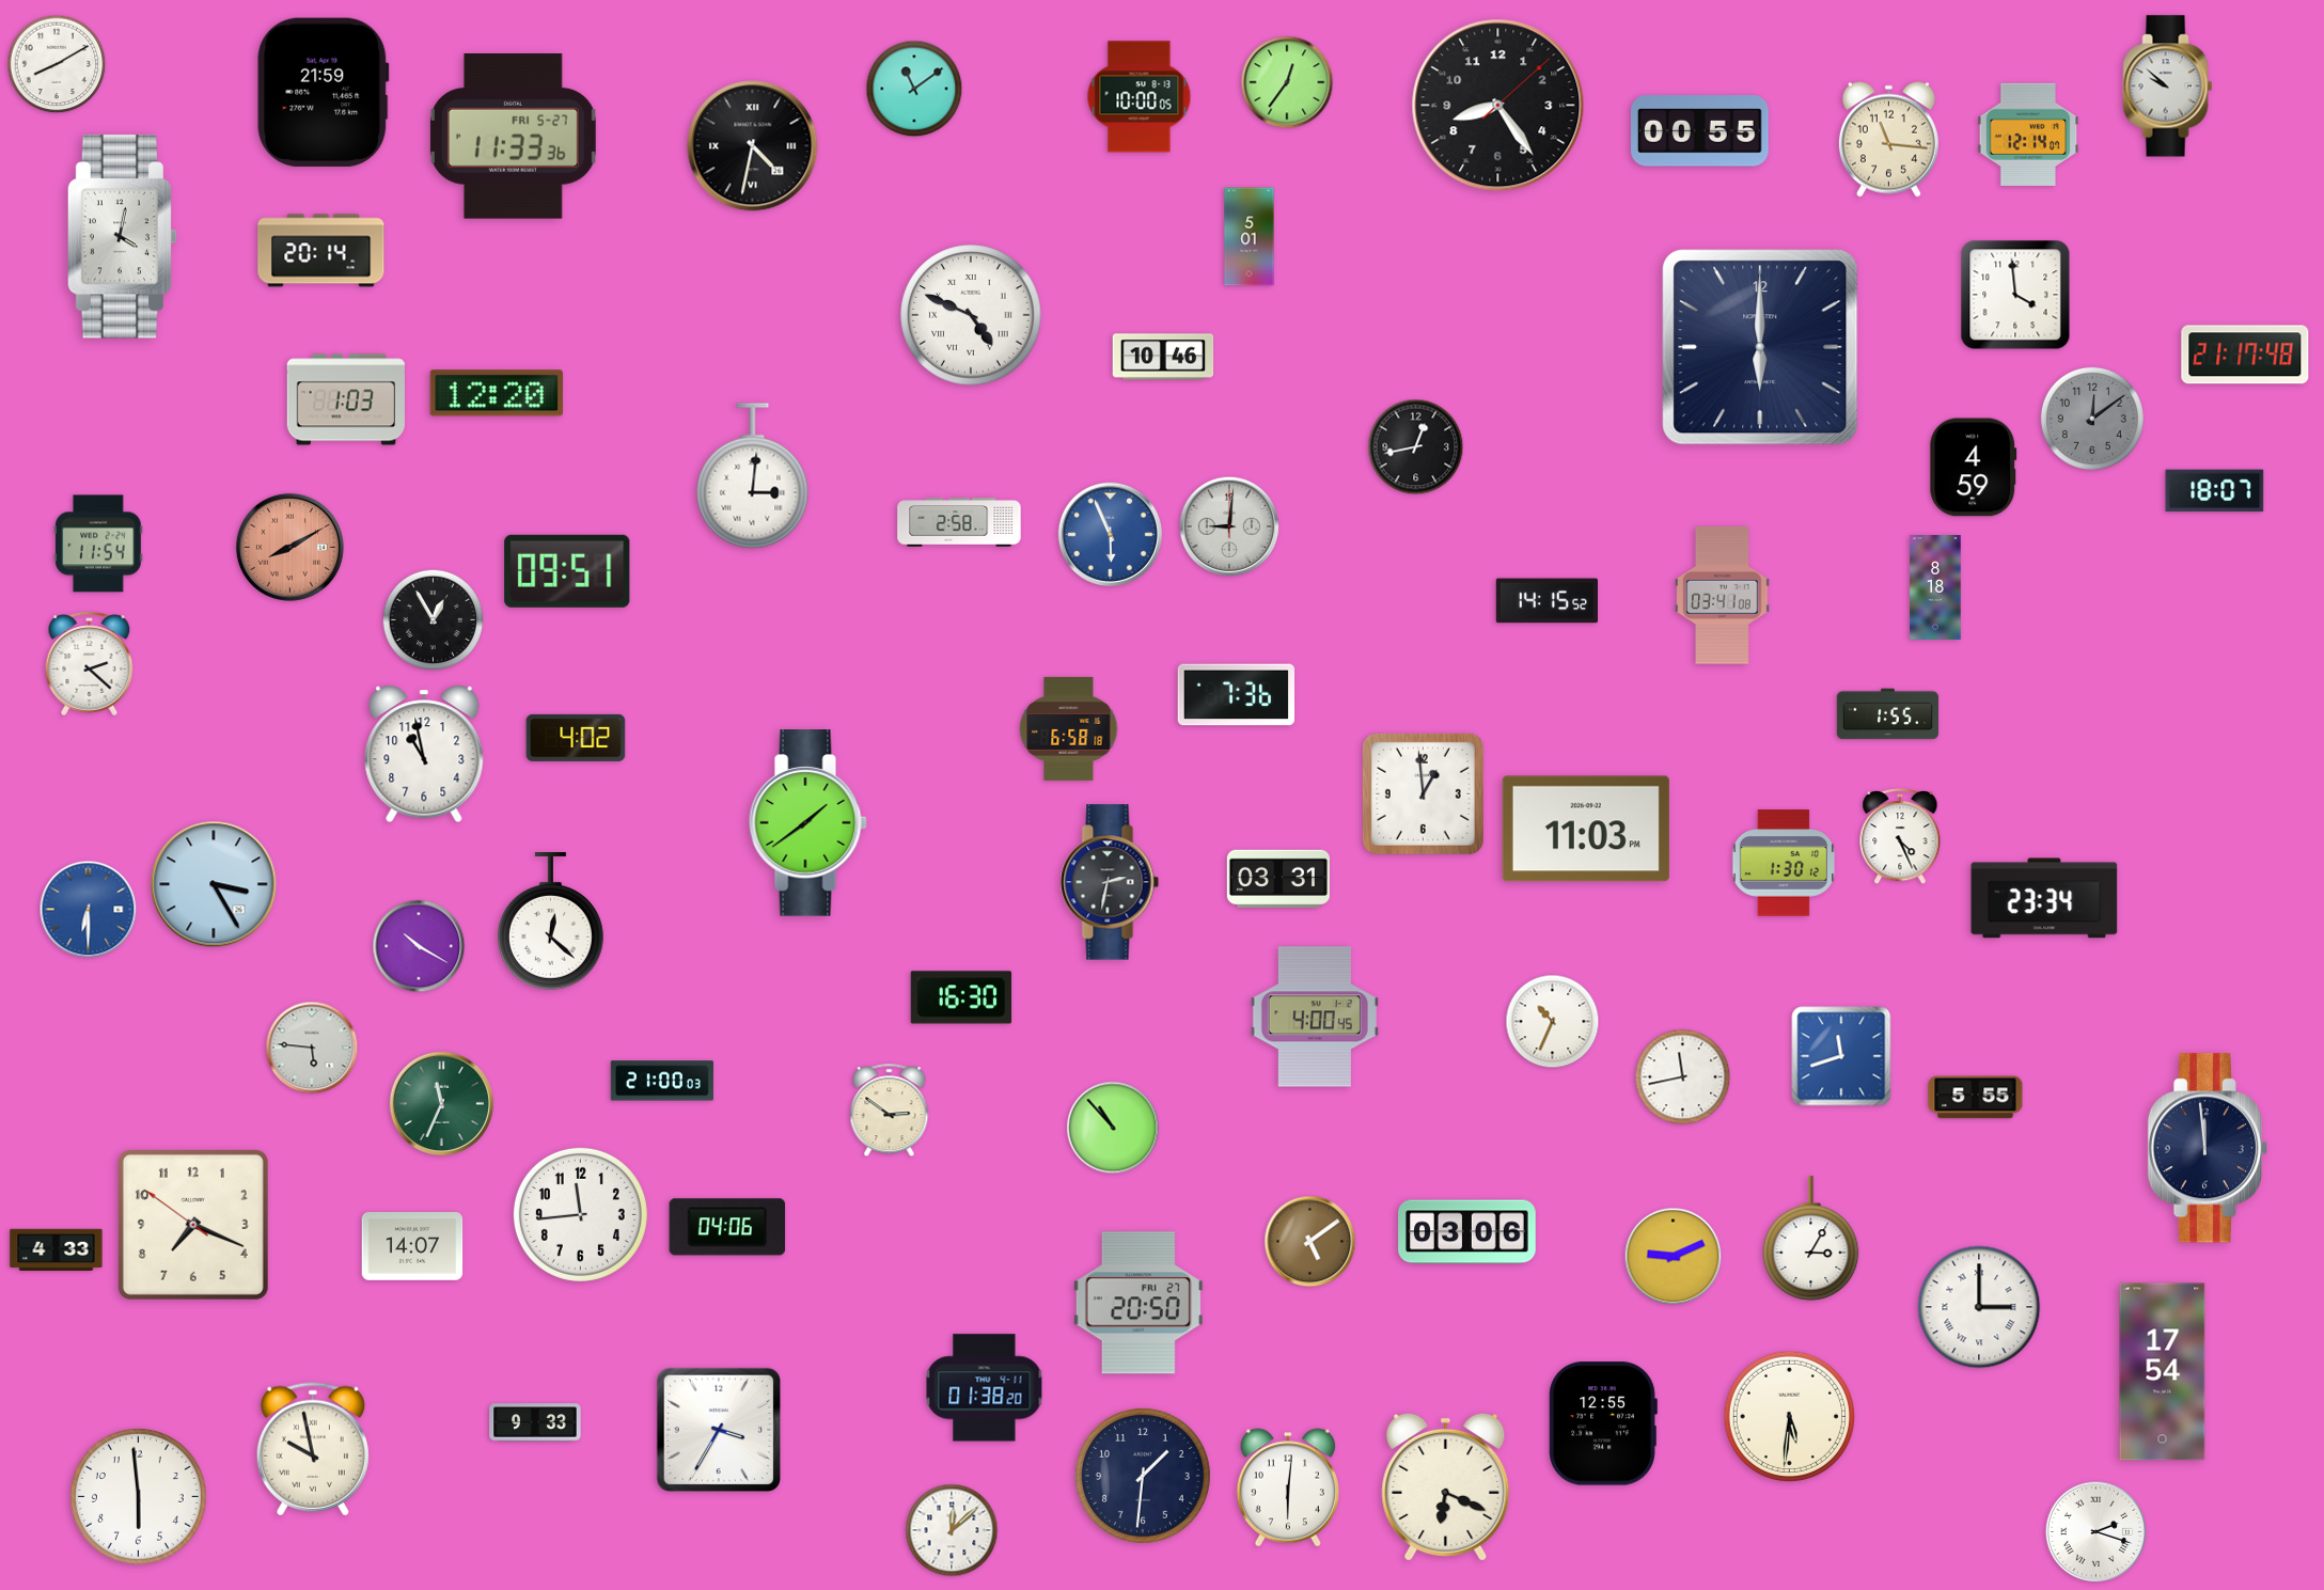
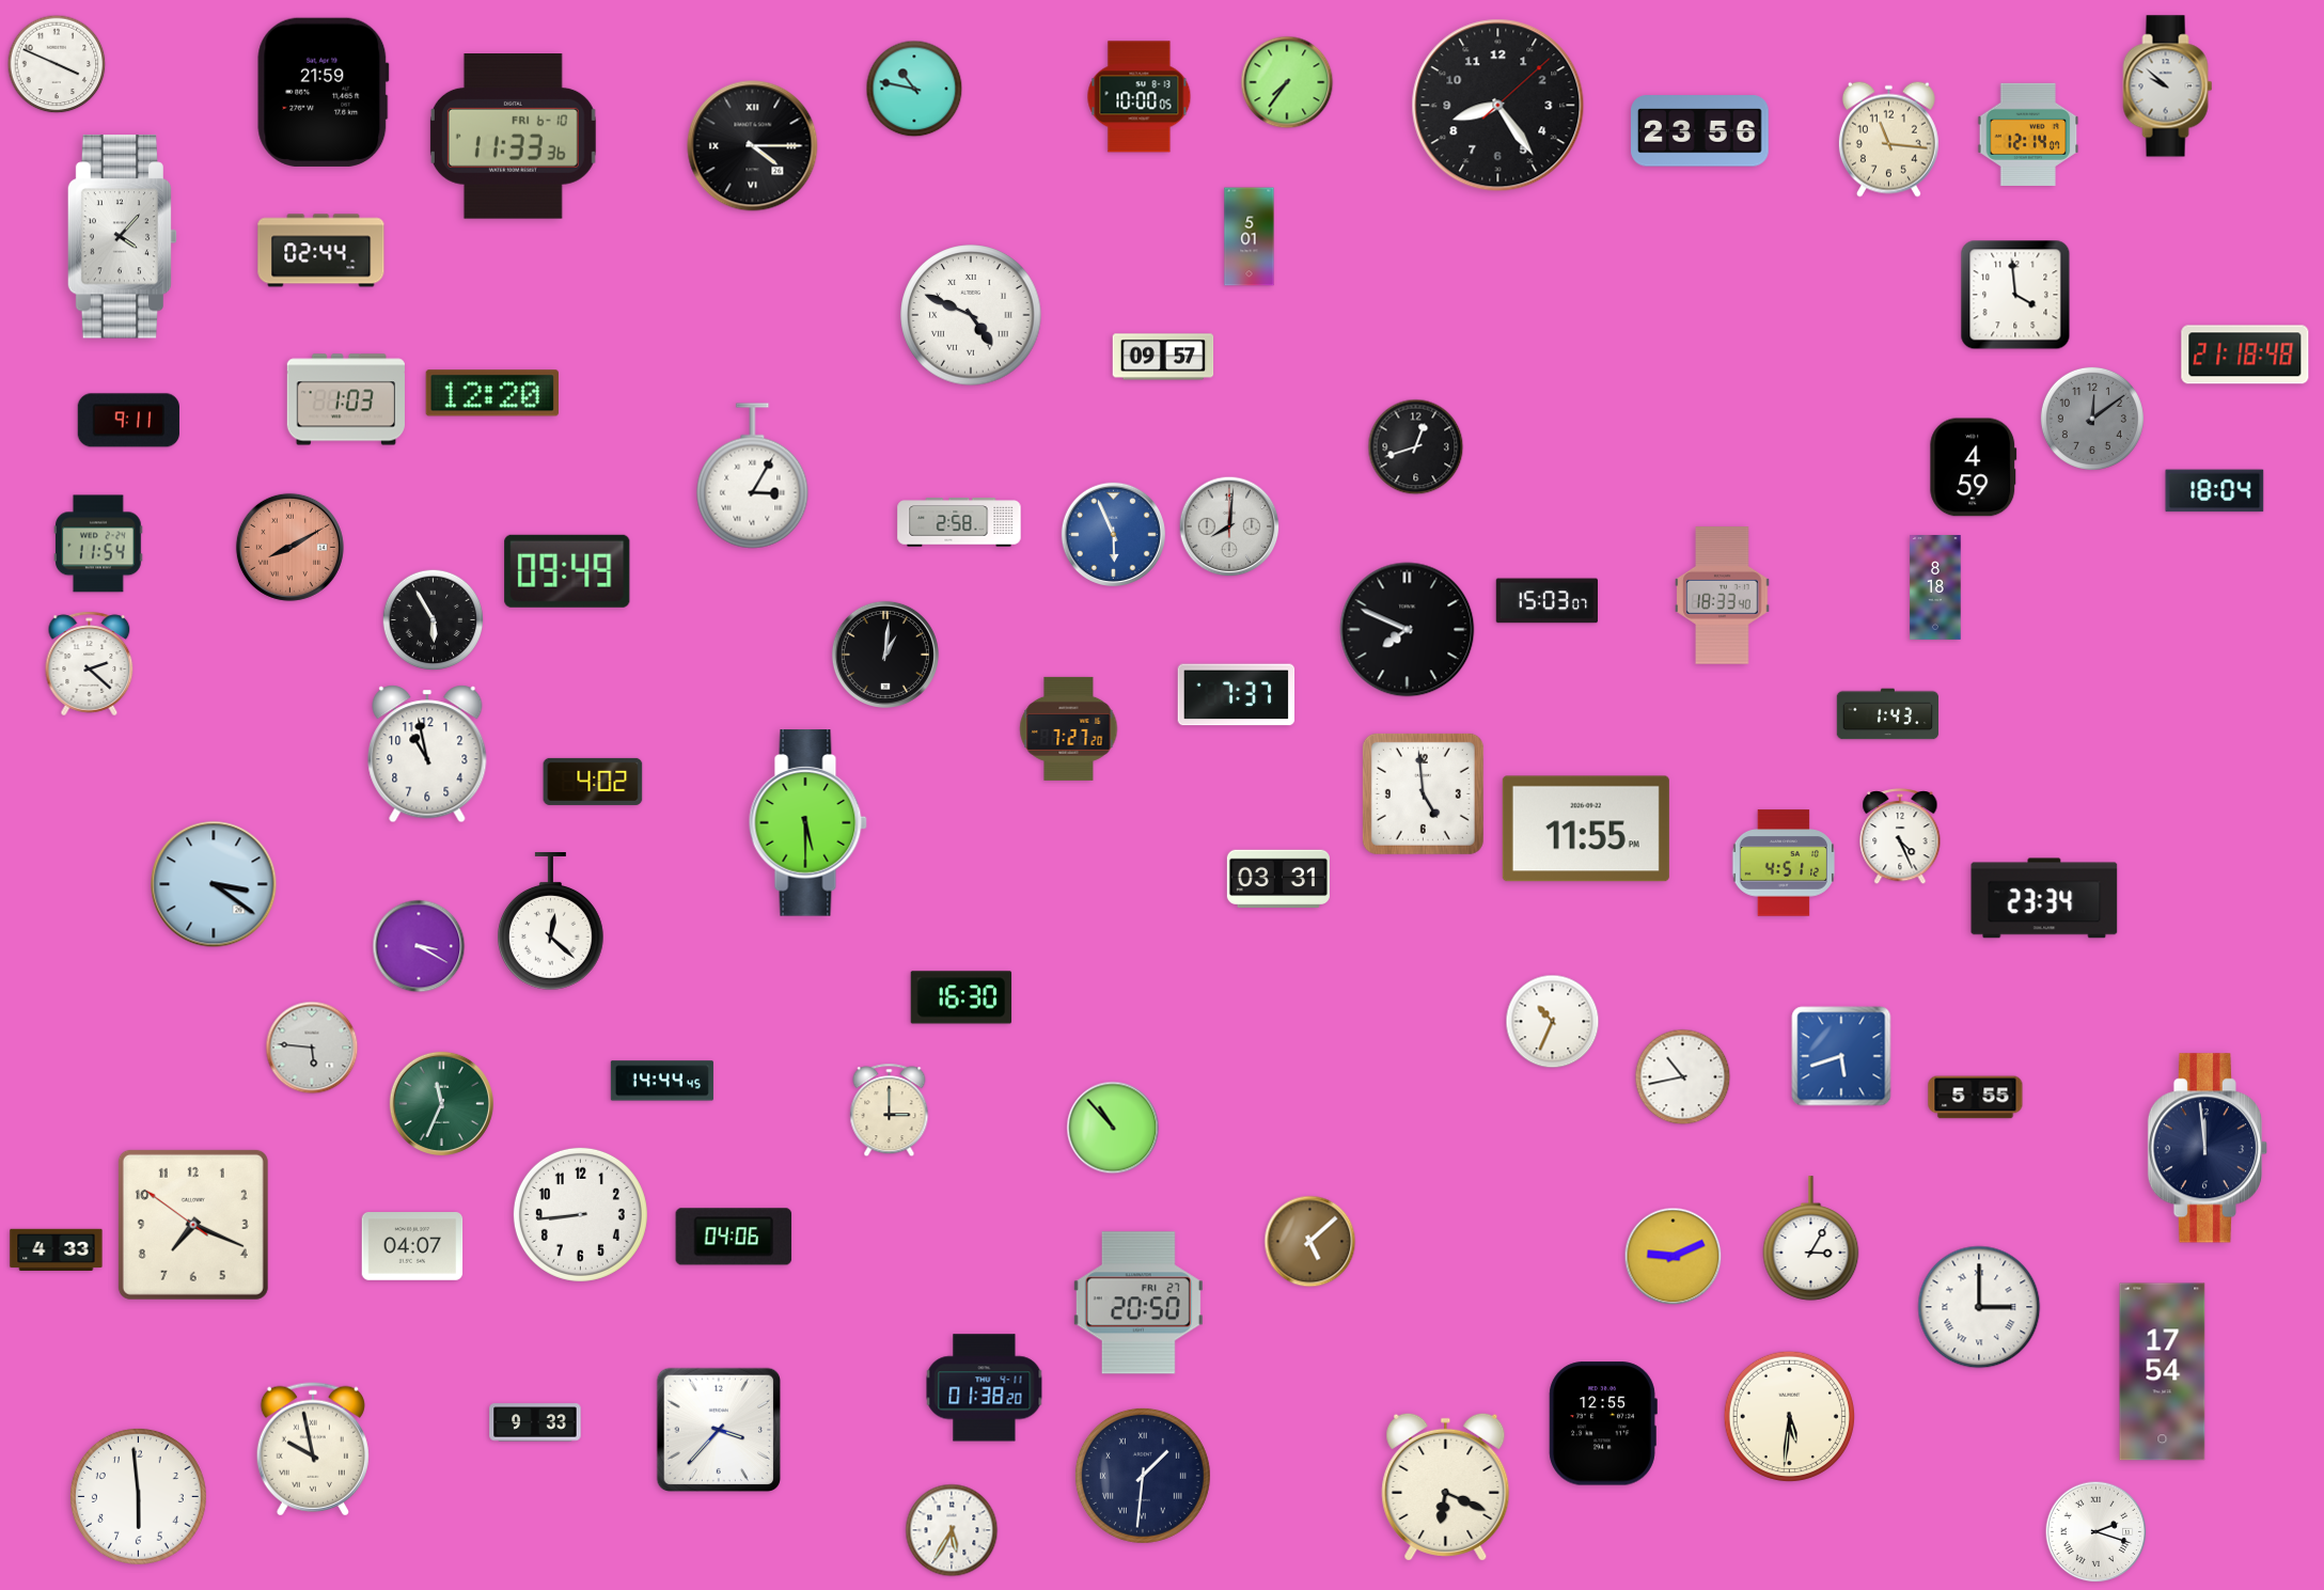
clock at (57, 64): 8:10 -> 3:49
clock at (1287, 82): 12:36 -> 7:36
clock at (914, 89): 11:09 -> 10:47
clock at (1700, 131): 00:55 -> 23:56
clock at (513, 137) date: FRI 5-27 -> FRI 6-10
clock at (753, 146): 4:32 -> 4:15
clock at (123, 237): 4:02 -> 4:07
clock at (321, 251): 20:14 -> 02:44
clock at (1760, 347): 6:00 -> none
clock at (2245, 355): 21:17 -> 21:18
clock at (1163, 357): 10:46 -> 09:57
clock at (497, 393) position: (497, 393) -> (492, 393)
clock at (128, 421): none -> 9:11
clock at (1416, 447): 12:43 -> 12:42
clock at (753, 476): 3:01 -> 3:05
clock at (2215, 491): 18:07 -> 18:04
clock at (1229, 526): 9:01 -> 8:01
clock at (1110, 534) position: (1110, 534) -> (1113, 534)
clock at (567, 571): 09:51 -> 09:49
clock at (1723, 596): 03:41 -> 18:33
clock at (1546, 601): 14:15 -> 15:03
clock at (434, 620): 12:55 -> 5:55
clock at (1408, 630): none -> 7:49
clock at (885, 655): none -> 1:01
clock at (1237, 695): 7:36 -> 7:37
clock at (1888, 714): 1:55 -> 1:43
clock at (1069, 728): 6:58 -> 7:27
clock at (576, 738) position: (576, 738) -> (593, 782)
clock at (424, 754) position: (424, 754) -> (427, 754)
clock at (1423, 793): 12:59 -> 4:59
clock at (807, 823): 1:39 -> 5:30
clock at (1586, 829): 11:03 -> 11:55
clock at (1784, 863): 1:30 -> 4:51
clock at (1110, 882): 2:32 -> none
clock at (214, 884): 3:25 -> 3:21
clock at (89, 910): 6:30 -> none
clock at (419, 946): 10:20 -> 3:20
clock at (1315, 1017): 4:00 -> none
clock at (1841, 1056): 11:42 -> 5:42
clock at (1683, 1077): 11:43 -> 10:43
clock at (662, 1081): 21:00 -> 14:44
clock at (890, 1111): 2:51 -> 3:00
clock at (580, 1214): 11:44 -> 8:44
clock at (727, 1227) position: (727, 1227) -> (734, 1237)
clock at (1467, 1232): 03:06 -> none
clock at (1310, 1242): 5:09 -> 5:08
clock at (412, 1246): 14:07 -> 04:07
clock at (718, 1429): 3:35 -> 3:37
clock at (1143, 1476) numerals: Arabic -> Roman
clock at (1288, 1487): 6:01 -> none
clock at (952, 1530): 12:08 -> 5:35
